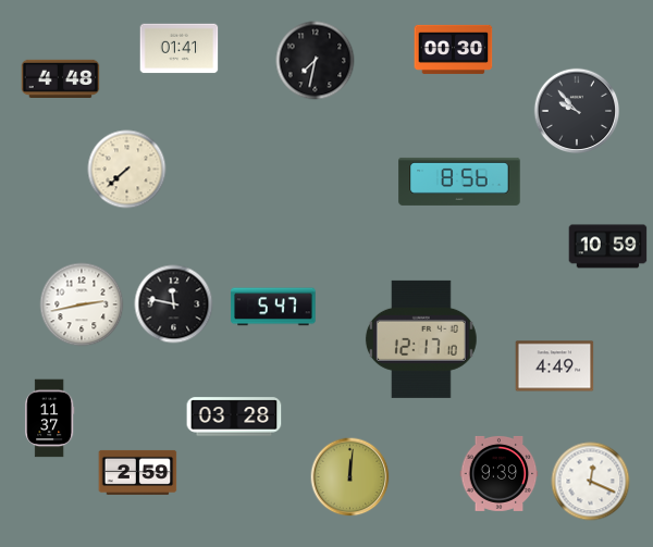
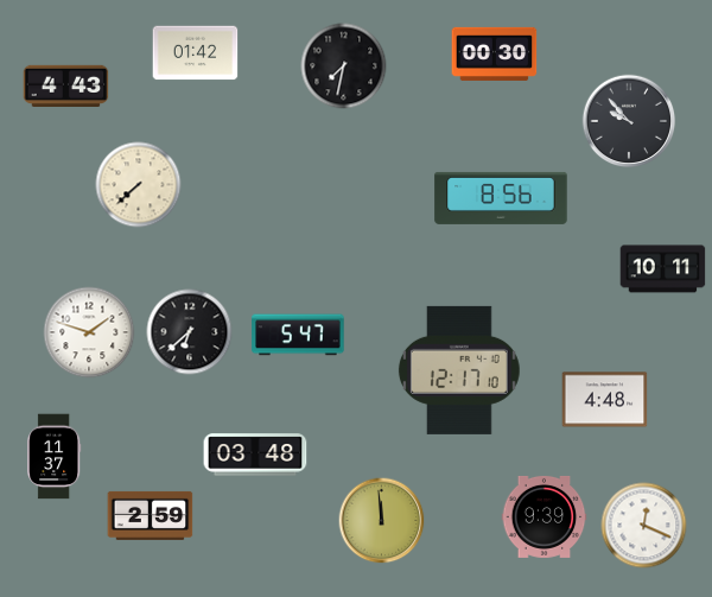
clock at (180, 49): 01:41 -> 01:42
clock at (61, 78): 4:48 -> 4:43
clock at (608, 247): 10:59 -> 10:11
clock at (82, 304): 2:43 -> 1:48
clock at (174, 304): 11:47 -> 6:38
clock at (555, 366): 4:49 -> 4:48
clock at (234, 417): 03:28 -> 03:48
clock at (350, 477): 12:01 -> 11:59
